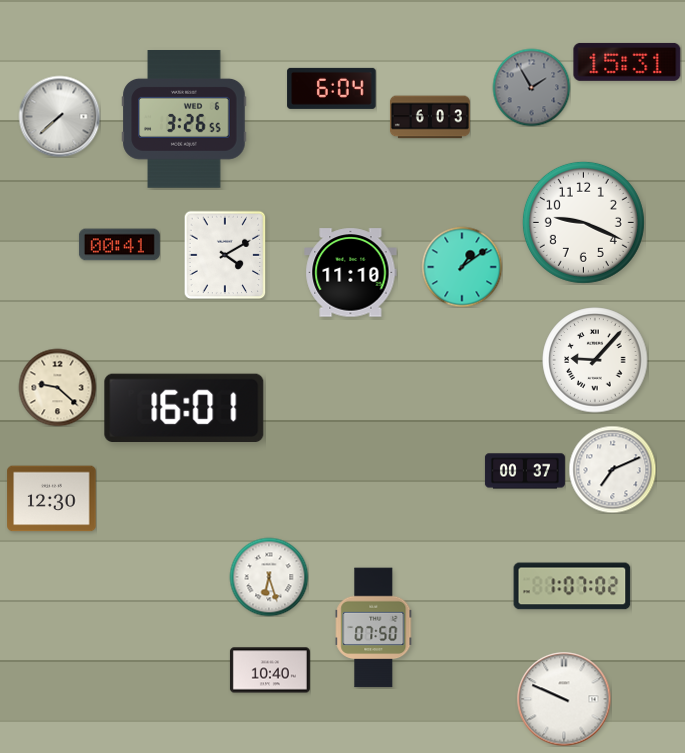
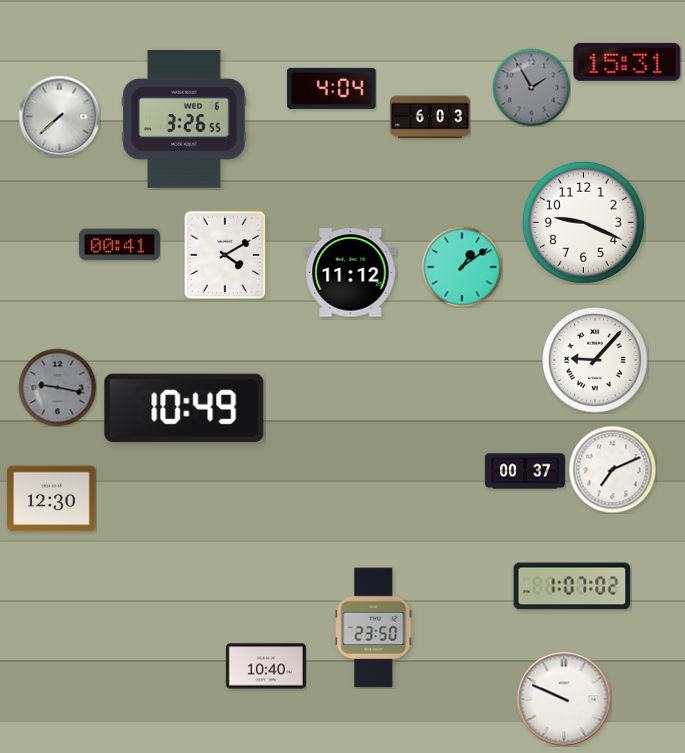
clock at (332, 88): 6:04 -> 4:04
clock at (351, 273): 11:10 -> 11:12
clock at (57, 387): 9:22 -> 9:17
clock at (57, 387) dial: cream -> grey
clock at (184, 407): 16:01 -> 10:49
clock at (269, 577): 6:27 -> none
clock at (374, 628): 07:50 -> 23:50
clock at (270, 670) position: (270, 670) -> (266, 666)
